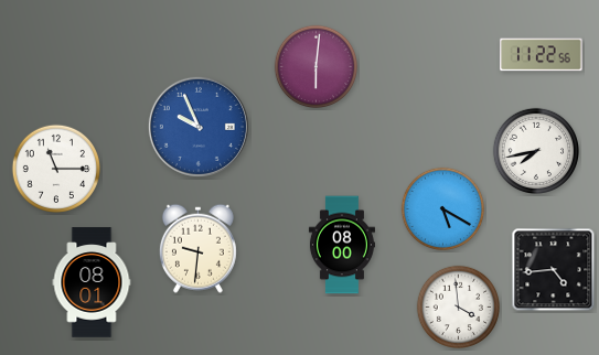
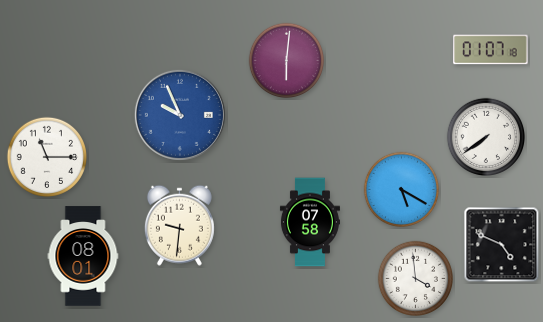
clock at (542, 55): 11:22 -> 01:07
clock at (535, 150): 7:43 -> 7:39
clock at (55, 168) position: (55, 168) -> (46, 156)
clock at (342, 245): 08:00 -> 07:58
clock at (554, 270): 4:44 -> 4:49
